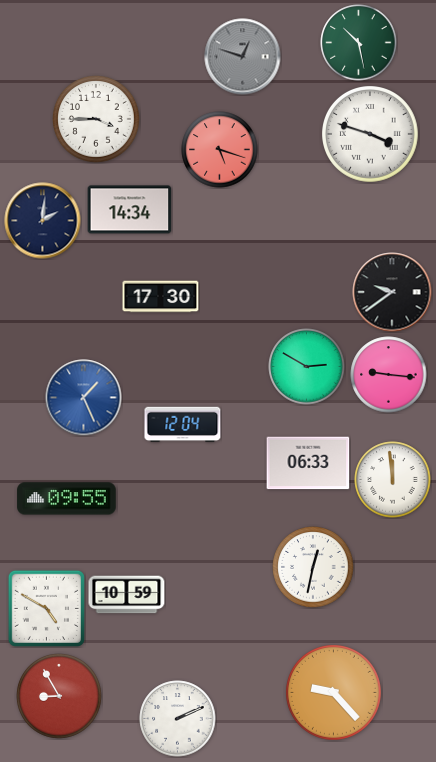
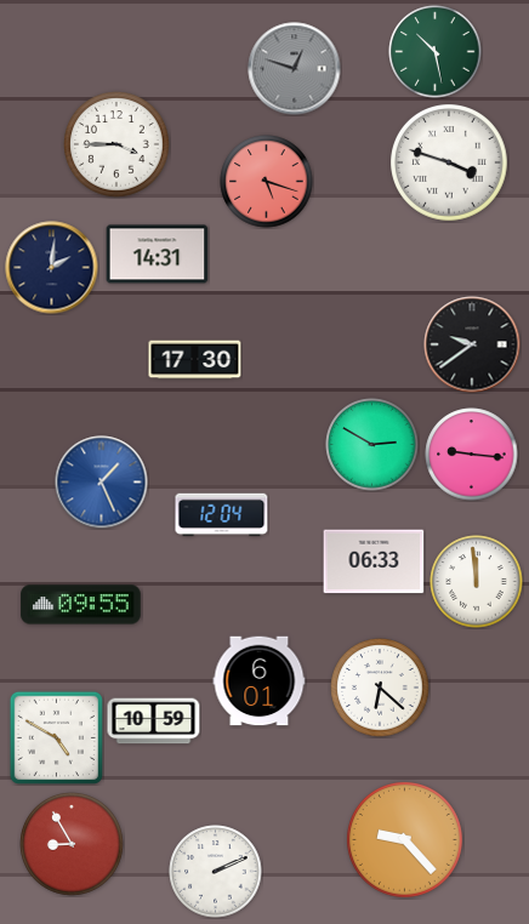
clock at (130, 210): 14:34 -> 14:31
clock at (392, 292) position: (392, 292) -> (472, 344)
clock at (260, 681): none -> 6:01
clock at (313, 567): 12:32 -> 6:22
